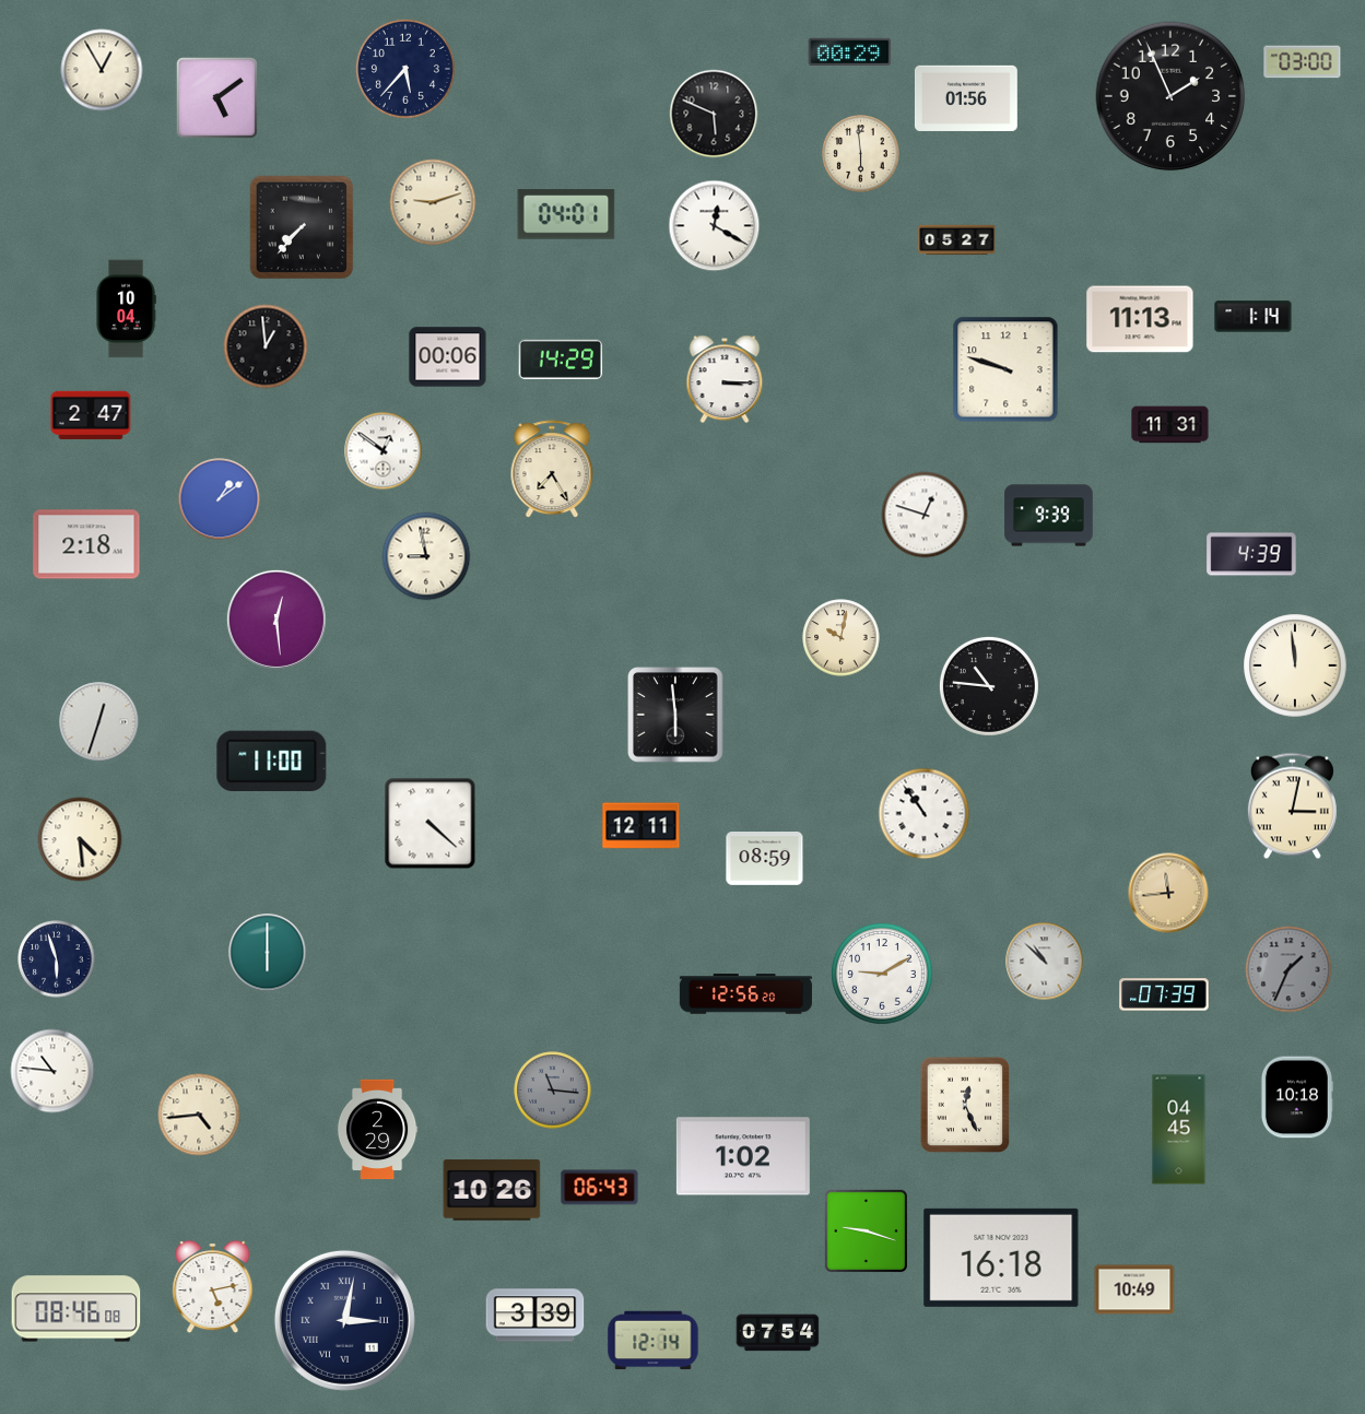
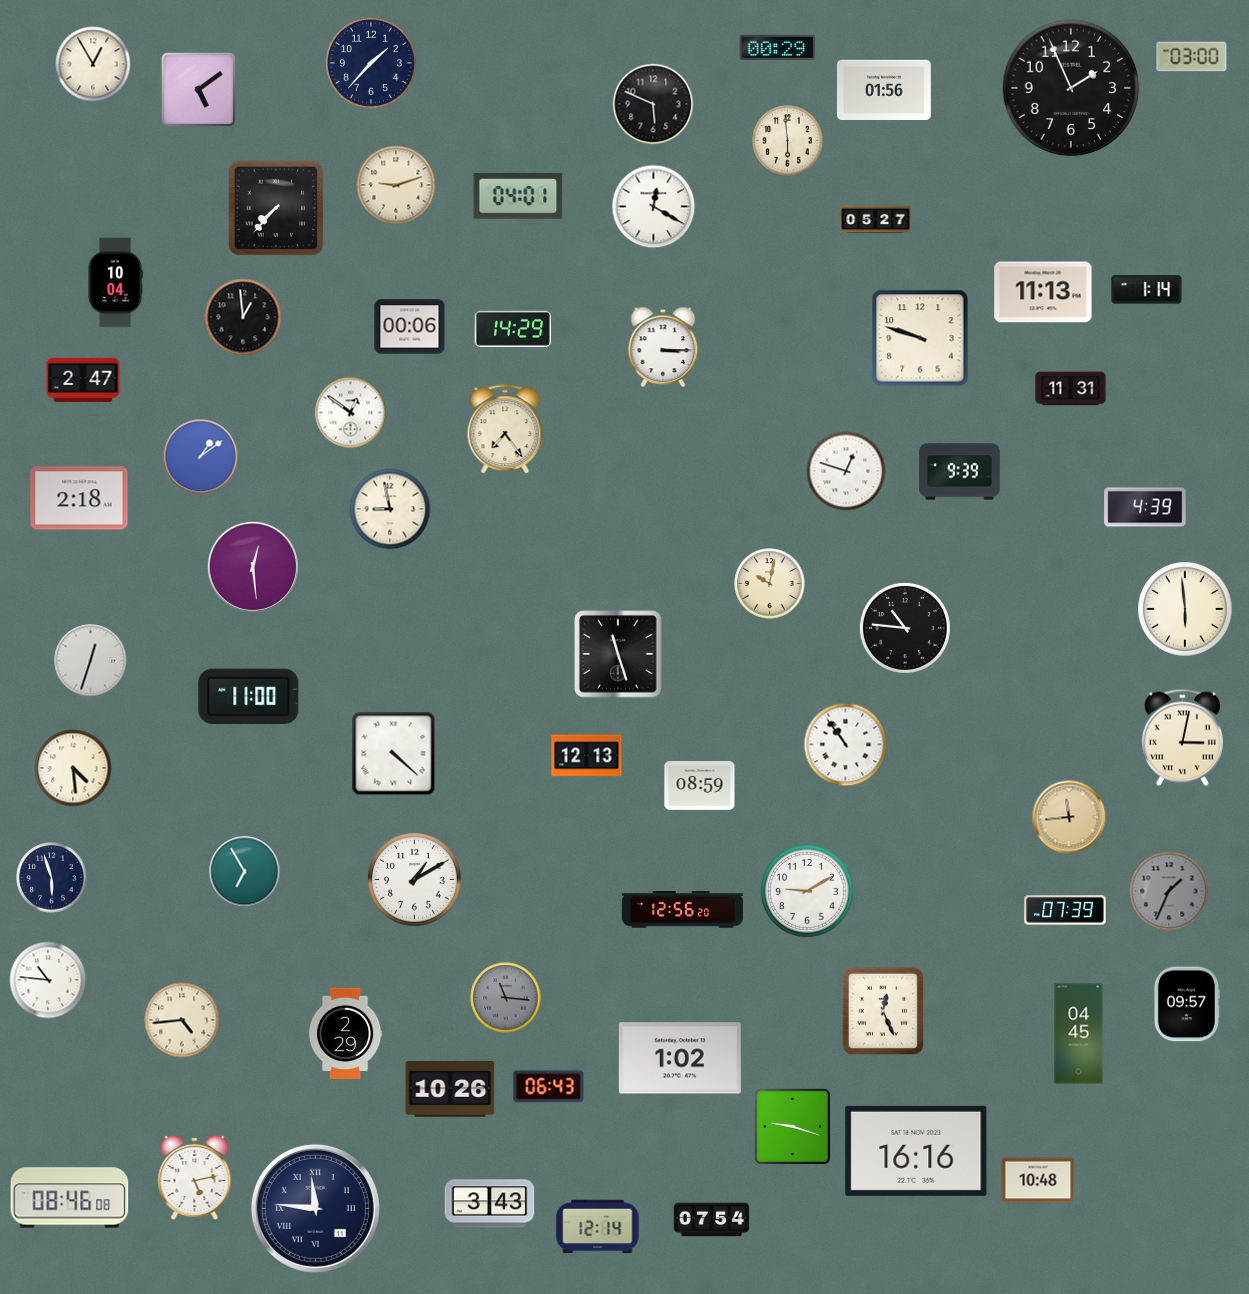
clock at (405, 69): 5:37 -> 1:37
clock at (552, 470): 7:25 -> 7:24
clock at (1295, 665): 11:59 -> 5:59
clock at (675, 715): 5:59 -> 11:27
clock at (642, 826): 12:11 -> 12:13
clock at (268, 953): 6:00 -> 6:55
clock at (415, 880): none -> 1:10
clock at (1045, 962): 10:52 -> none
clock at (1288, 969) position: (1288, 969) -> (1169, 891)
clock at (1296, 1097): 10:18 -> 09:57
clock at (1001, 1258): 16:18 -> 16:16
clock at (1134, 1289): 10:49 -> 10:48
clock at (536, 1316): 3:39 -> 3:43
clock at (344, 1320): 3:02 -> 11:46
